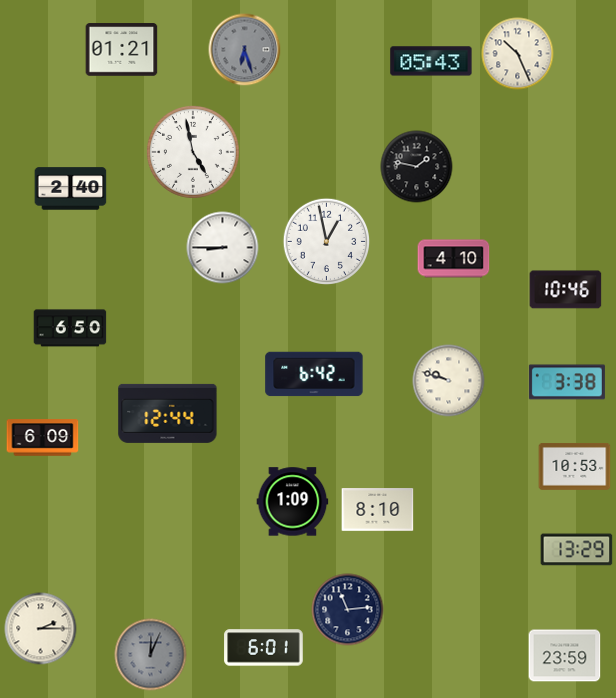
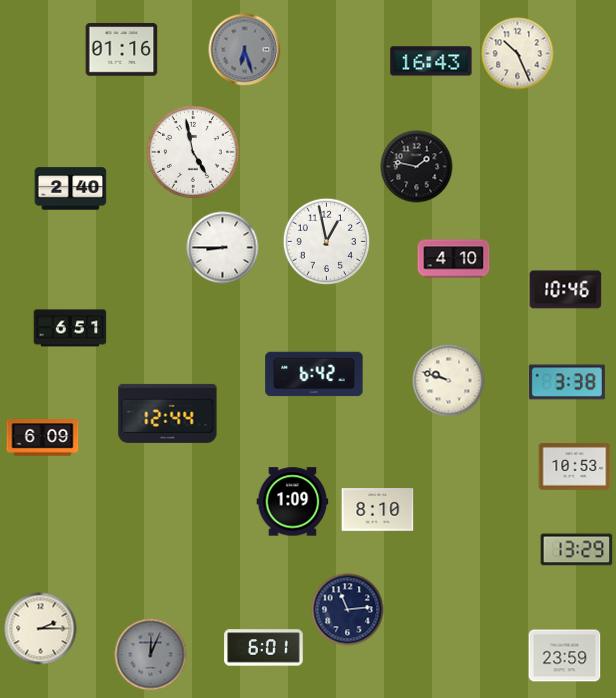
clock at (122, 50): 01:21 -> 01:16
clock at (431, 61): 05:43 -> 16:43
clock at (70, 328): 6:50 -> 6:51
